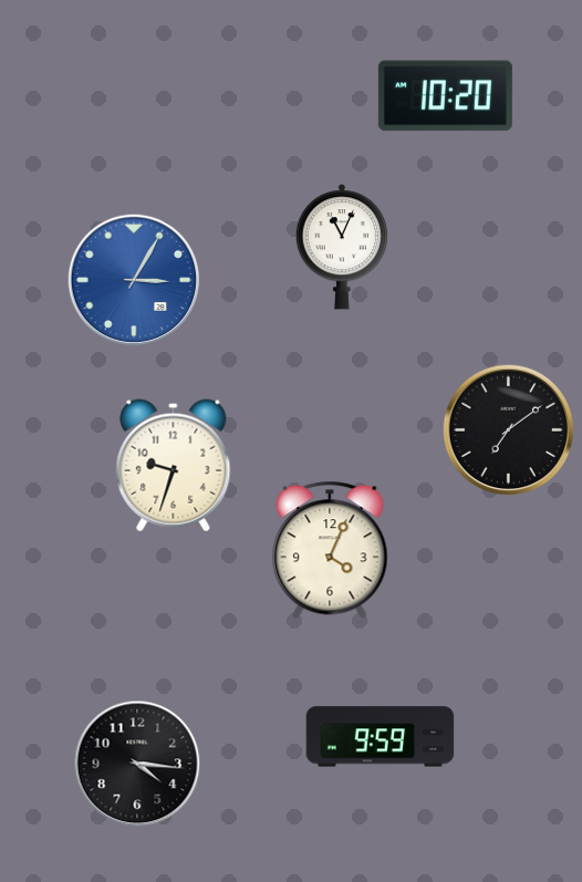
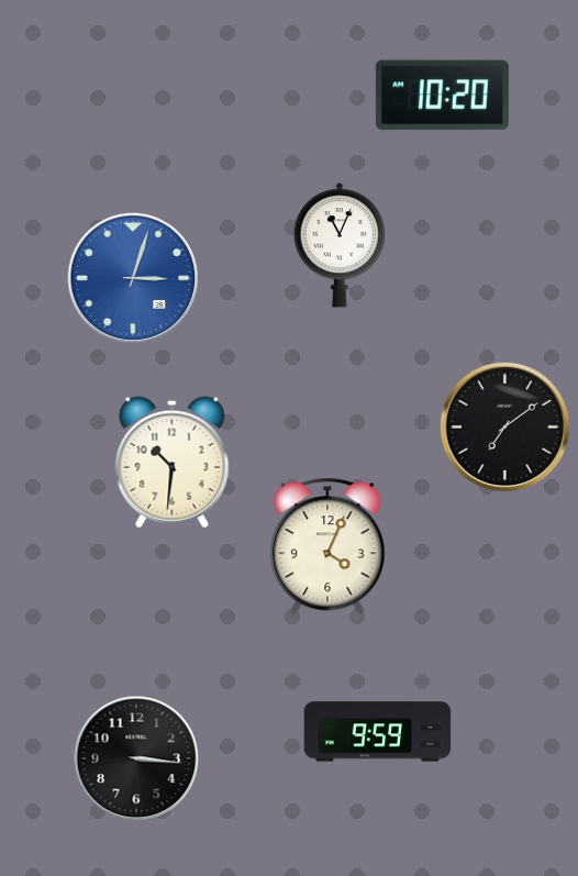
clock at (134, 280): 3:05 -> 3:03
clock at (174, 466): 9:33 -> 10:31
clock at (137, 764): 4:16 -> 3:16
